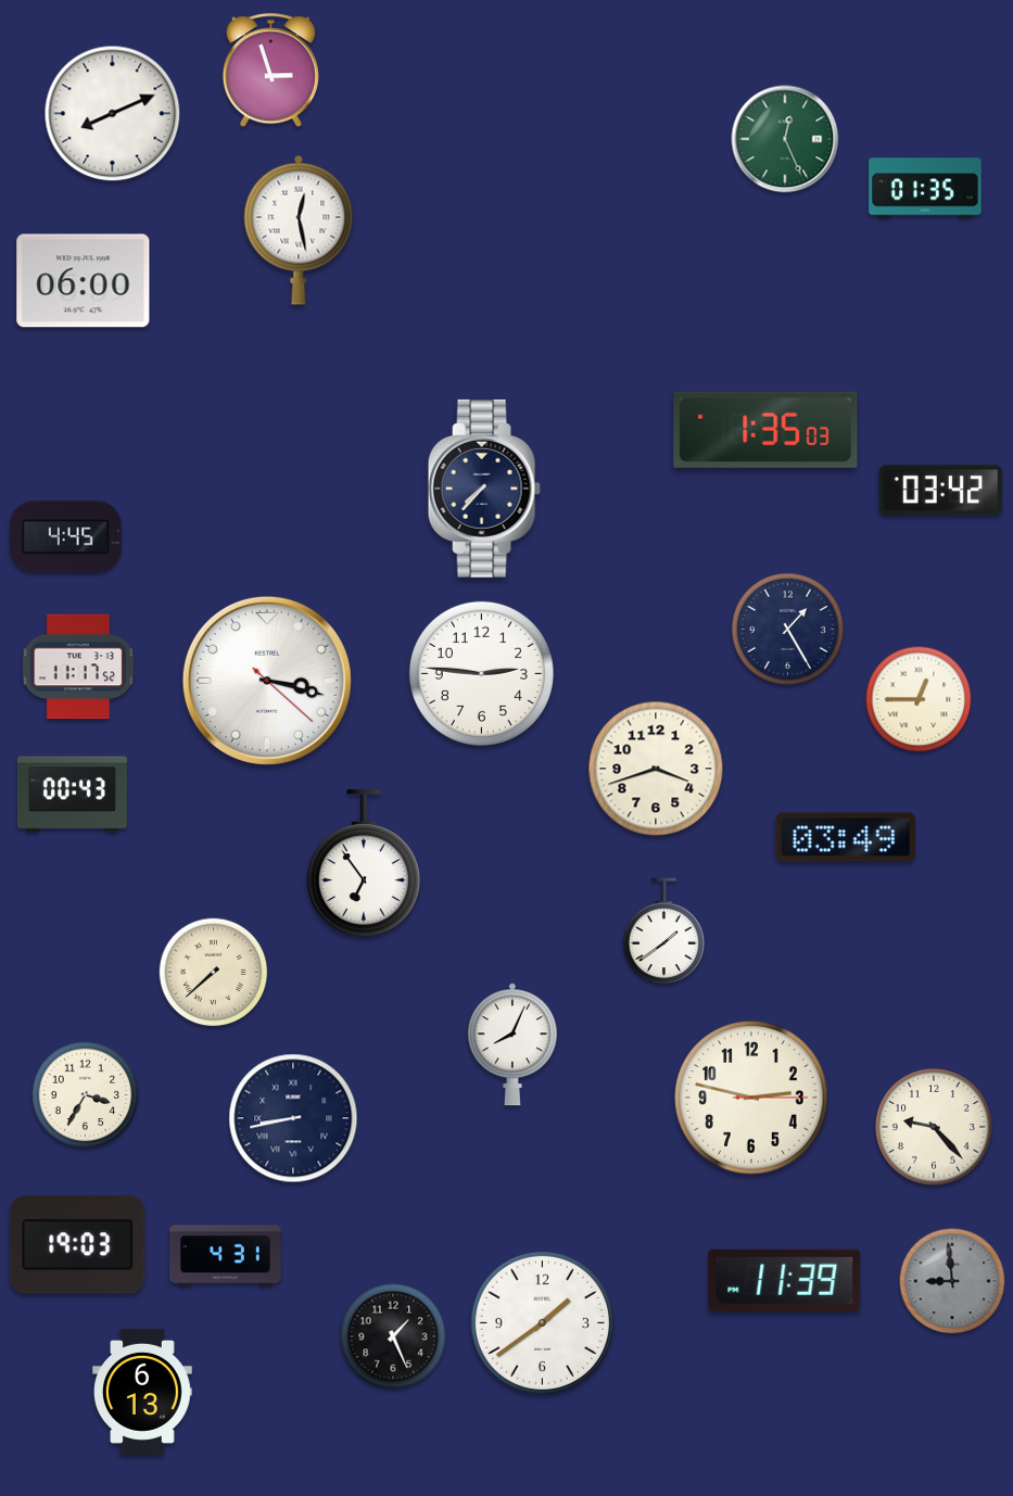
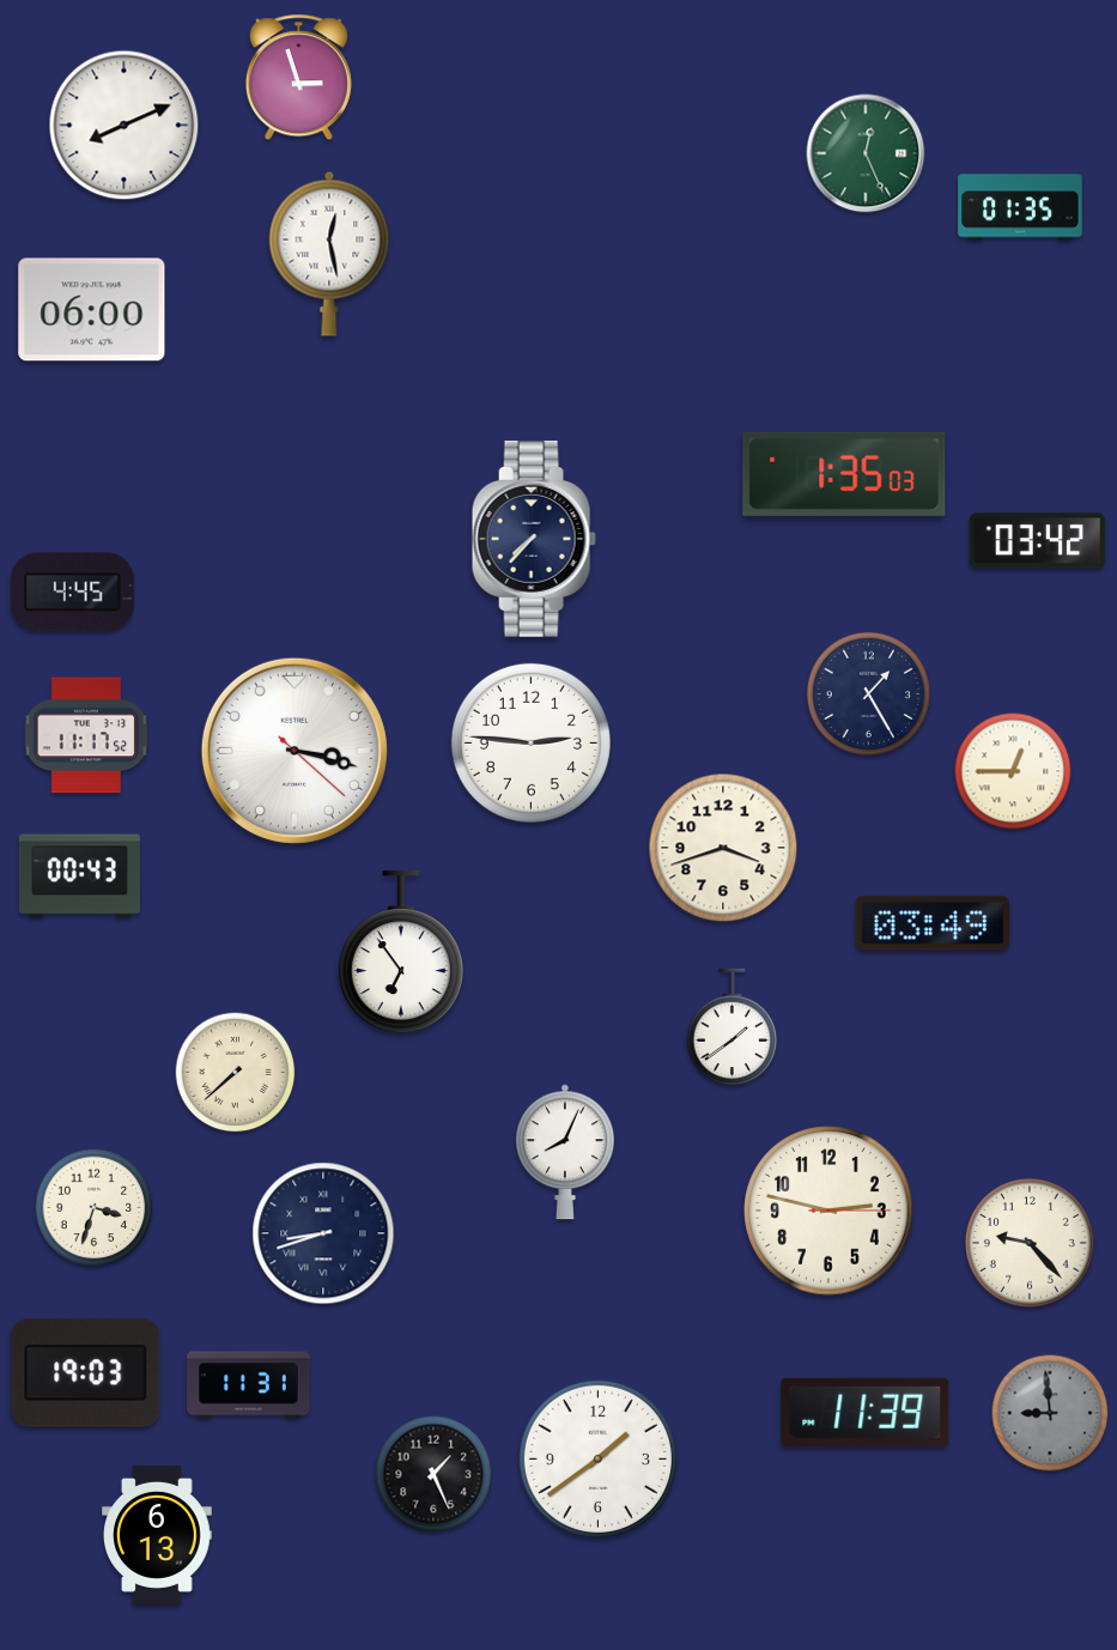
clock at (86, 1095): 3:35 -> 3:33
clock at (293, 1118): 8:43 -> 8:42
clock at (226, 1256): 4:31 -> 11:31
